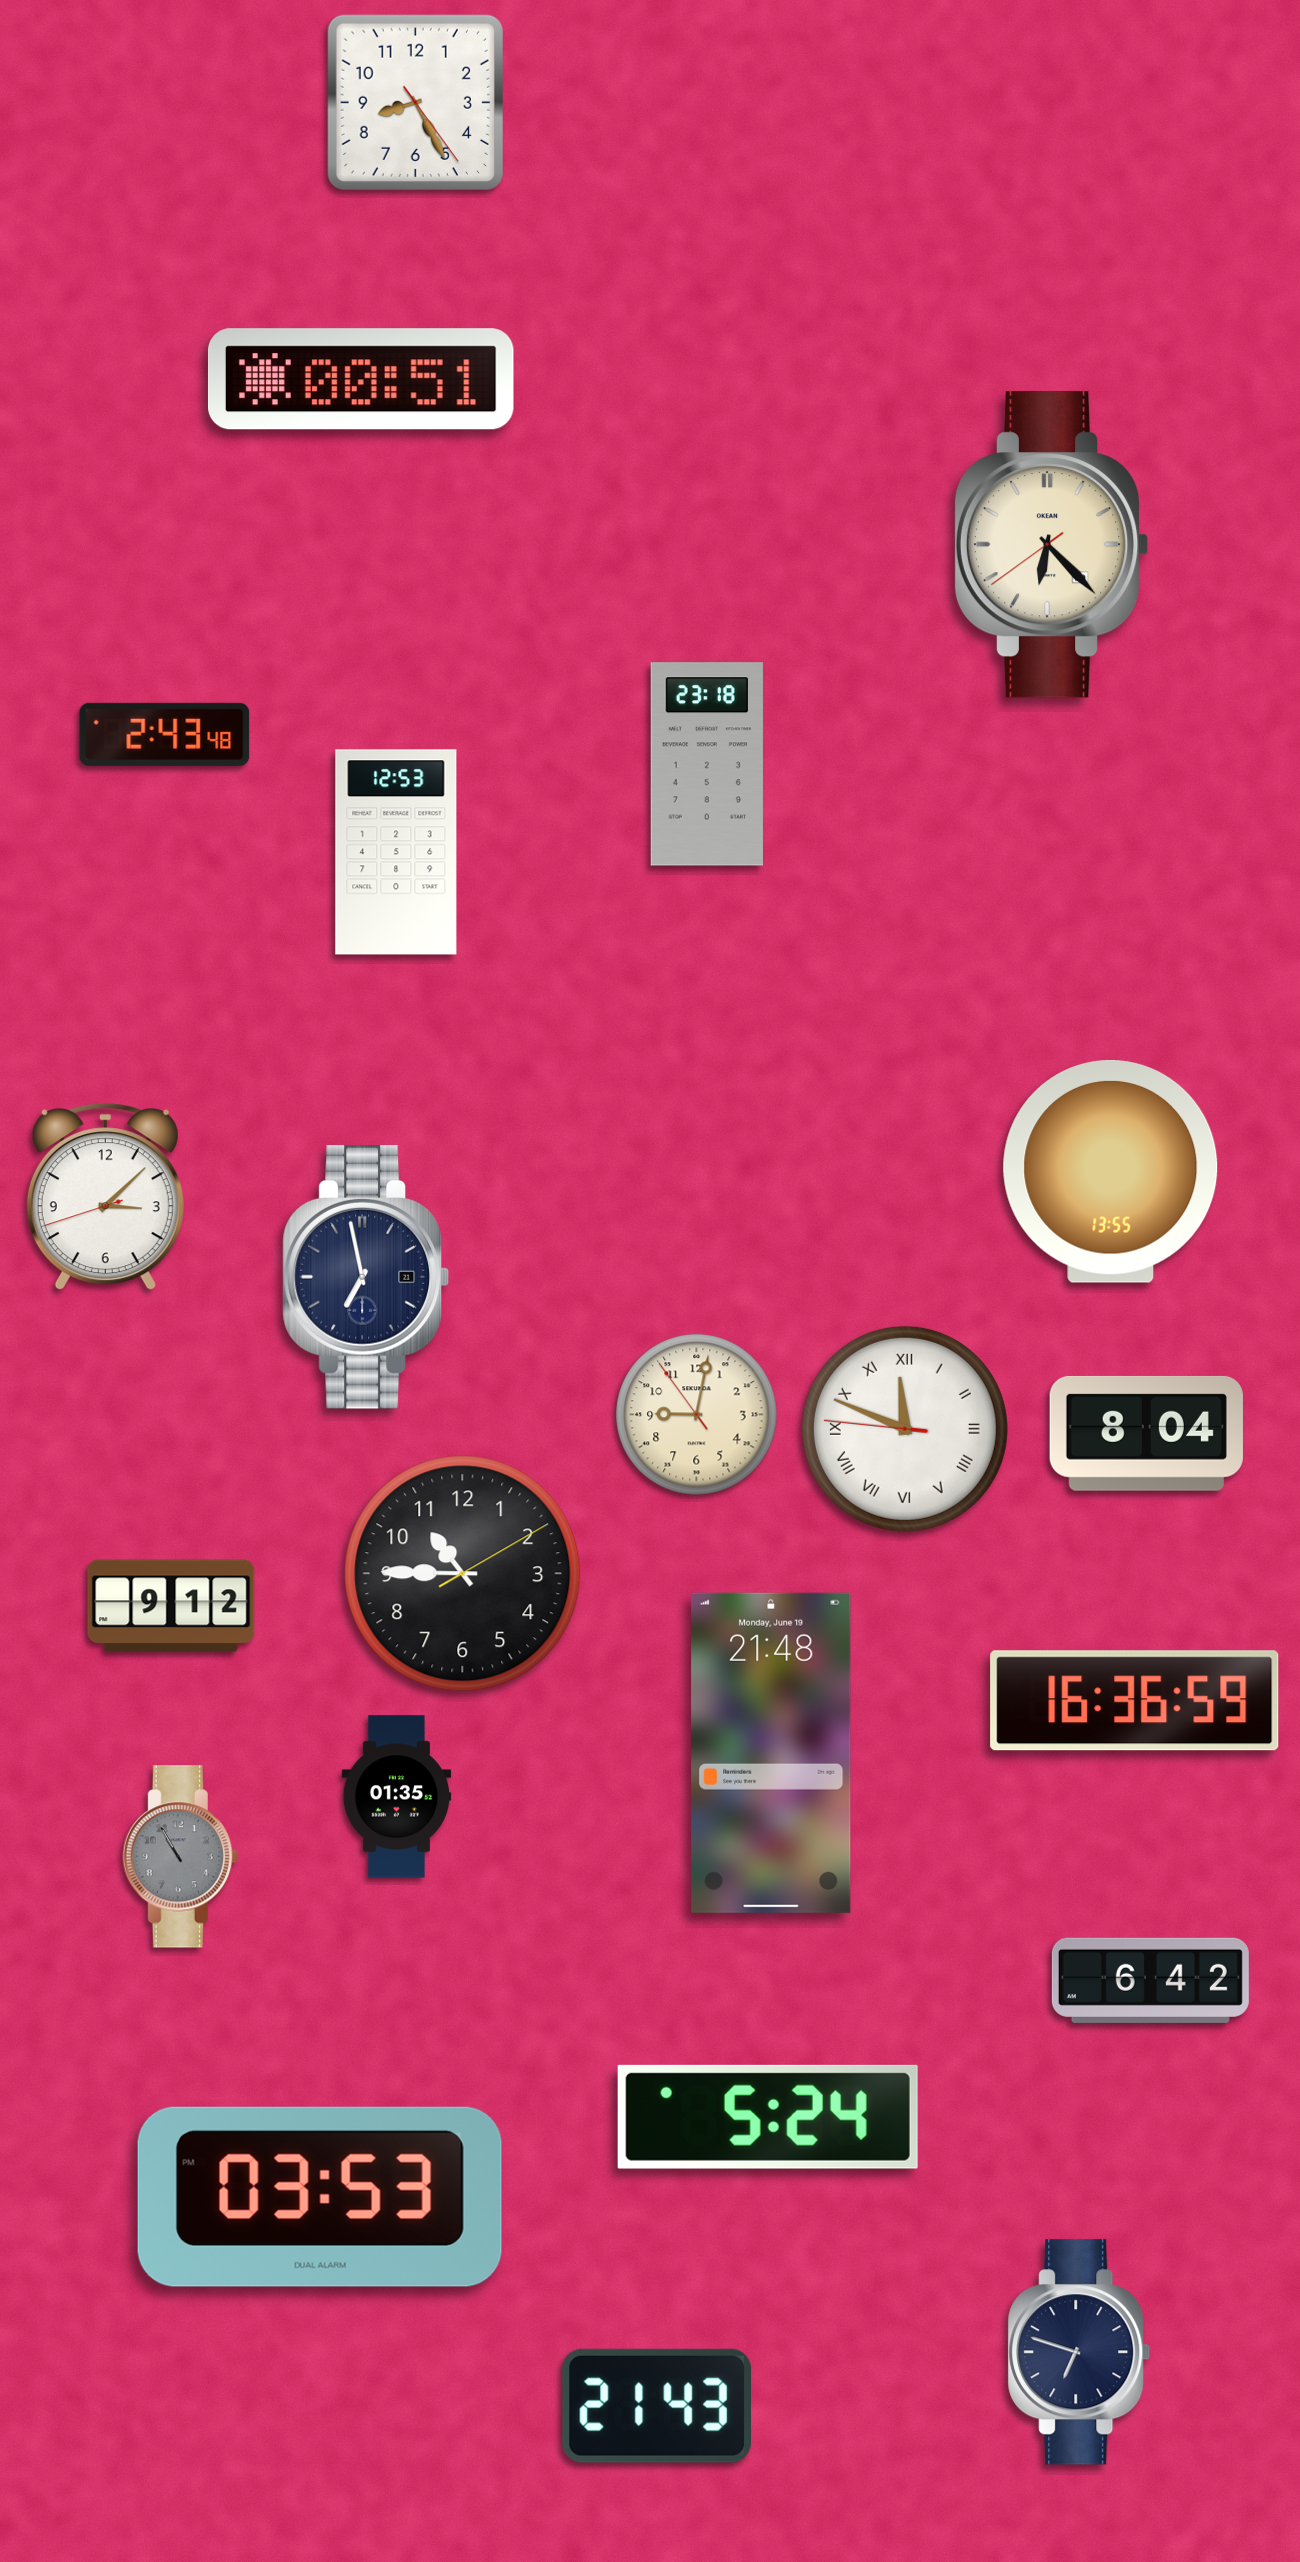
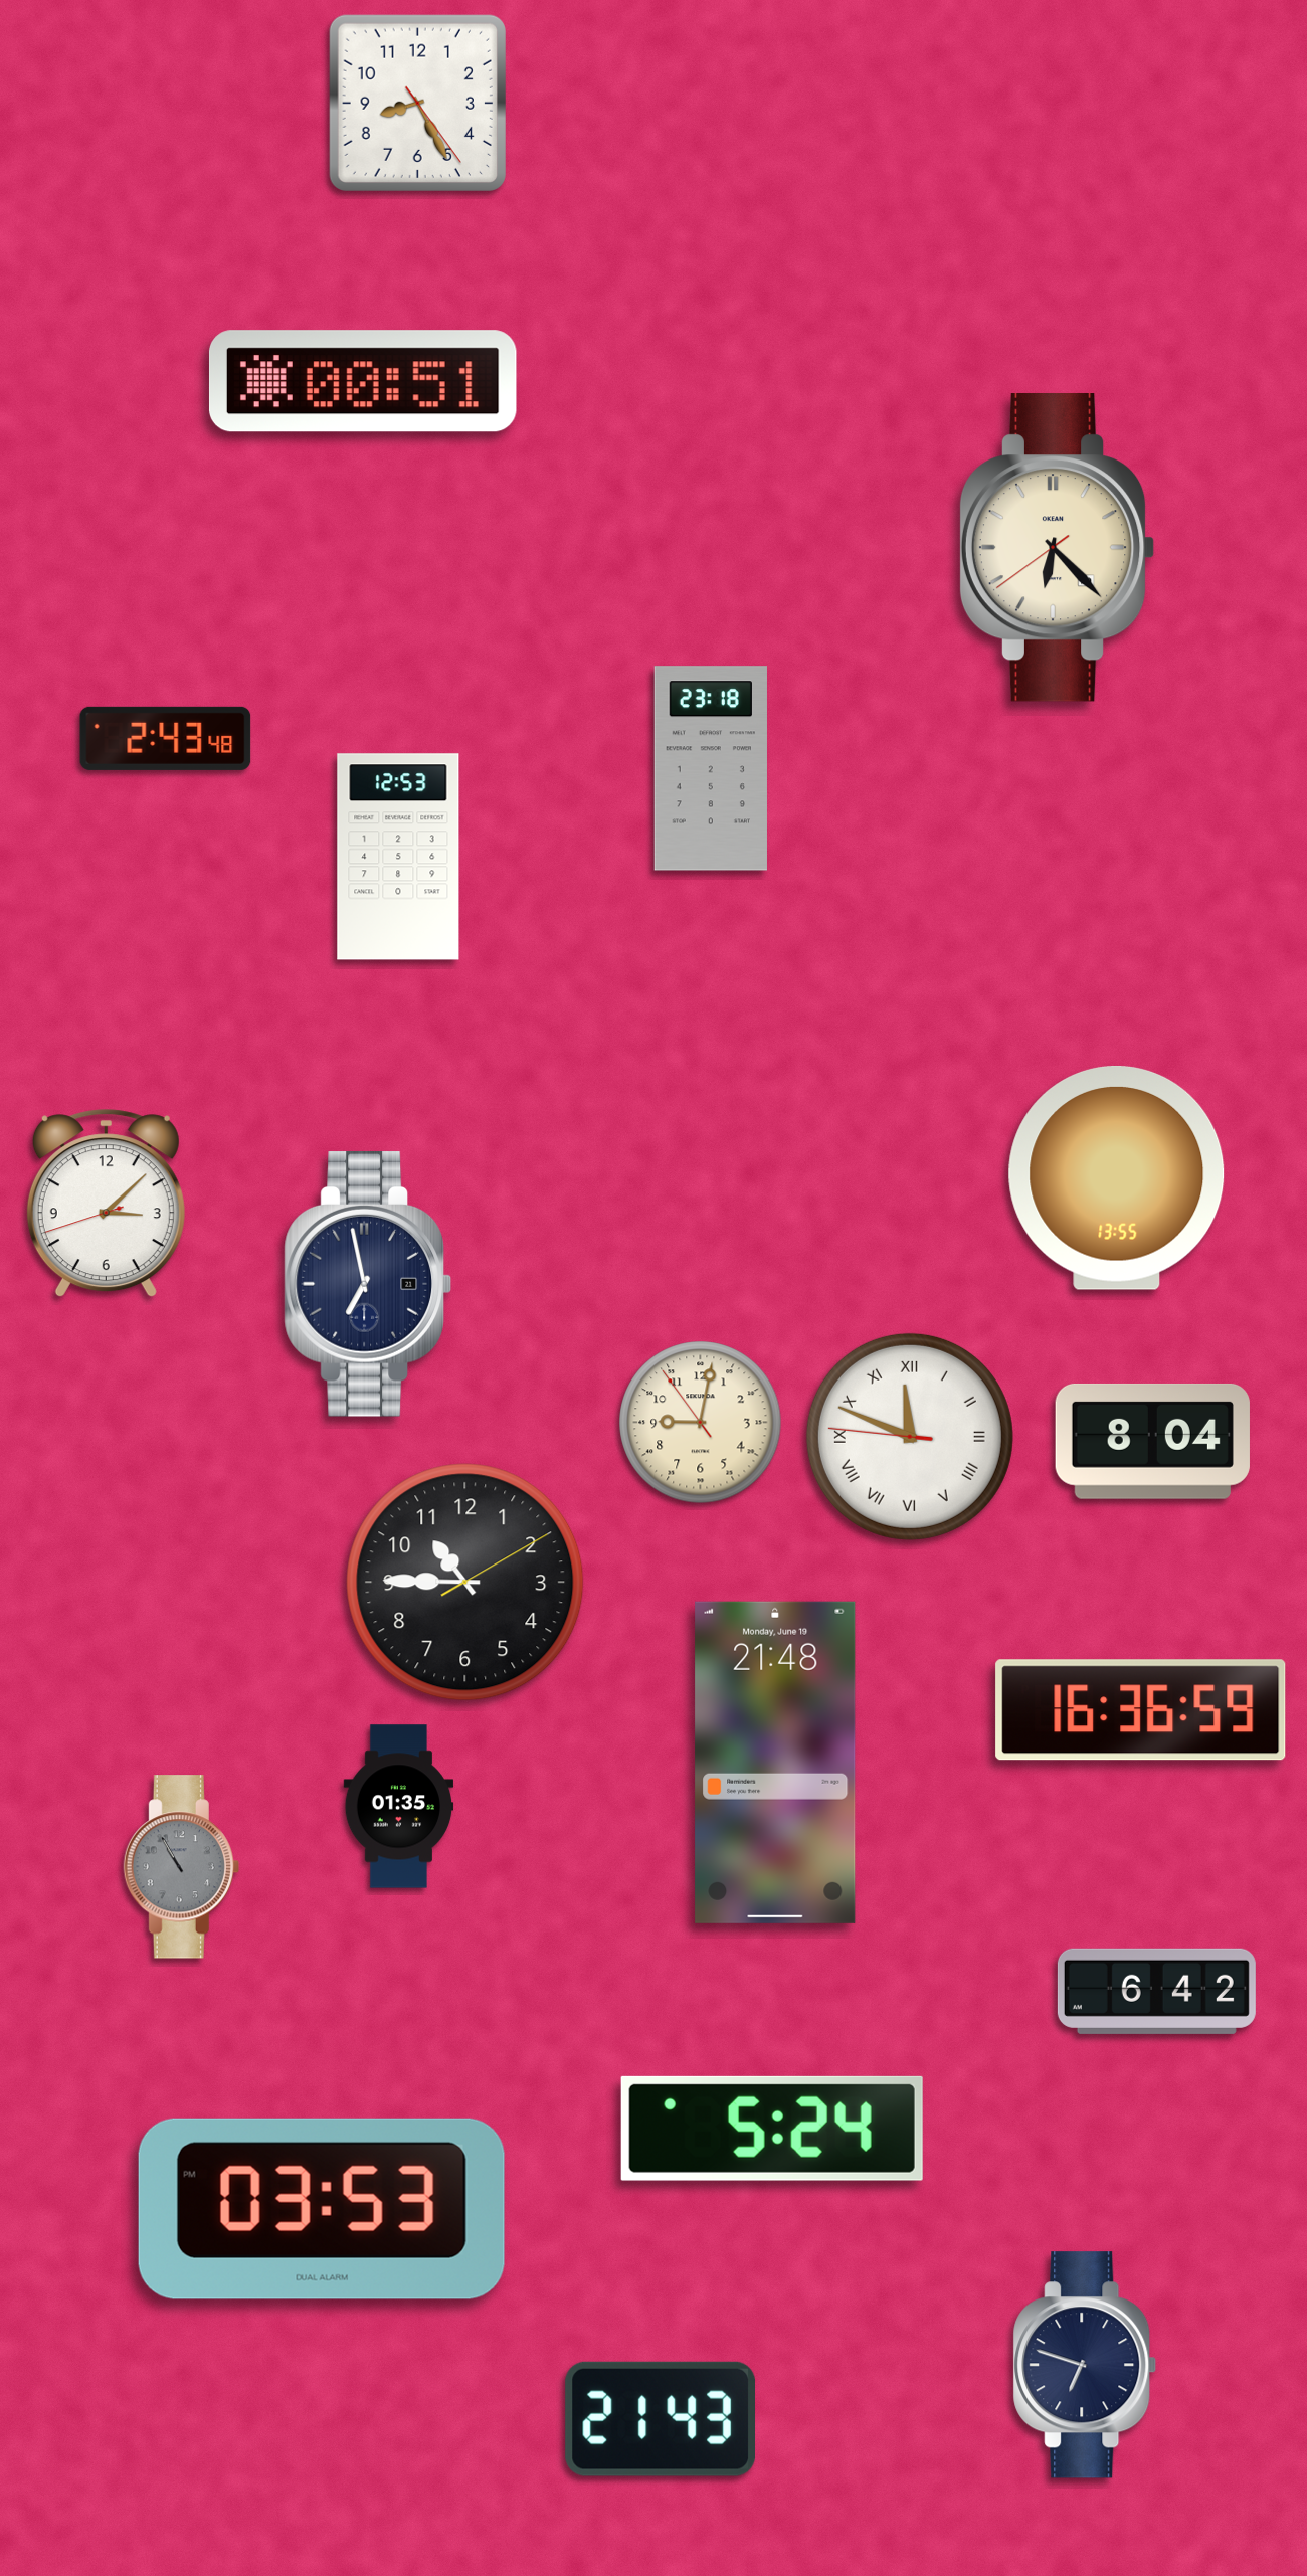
clock at (171, 1606): 9:12 -> none
